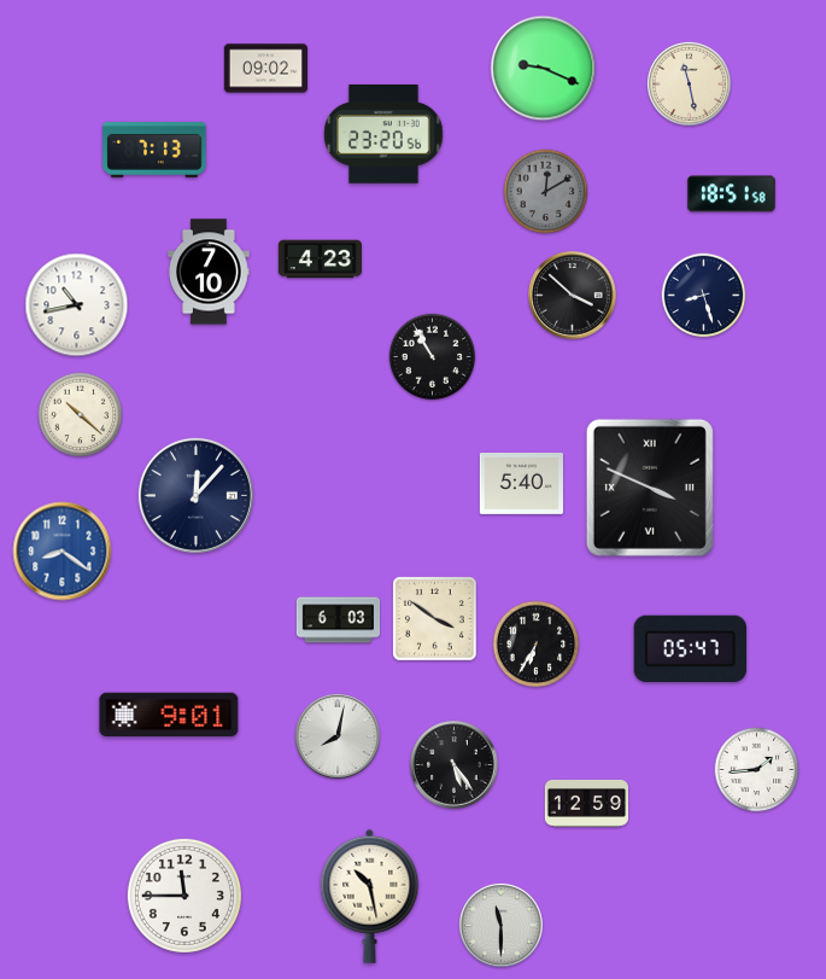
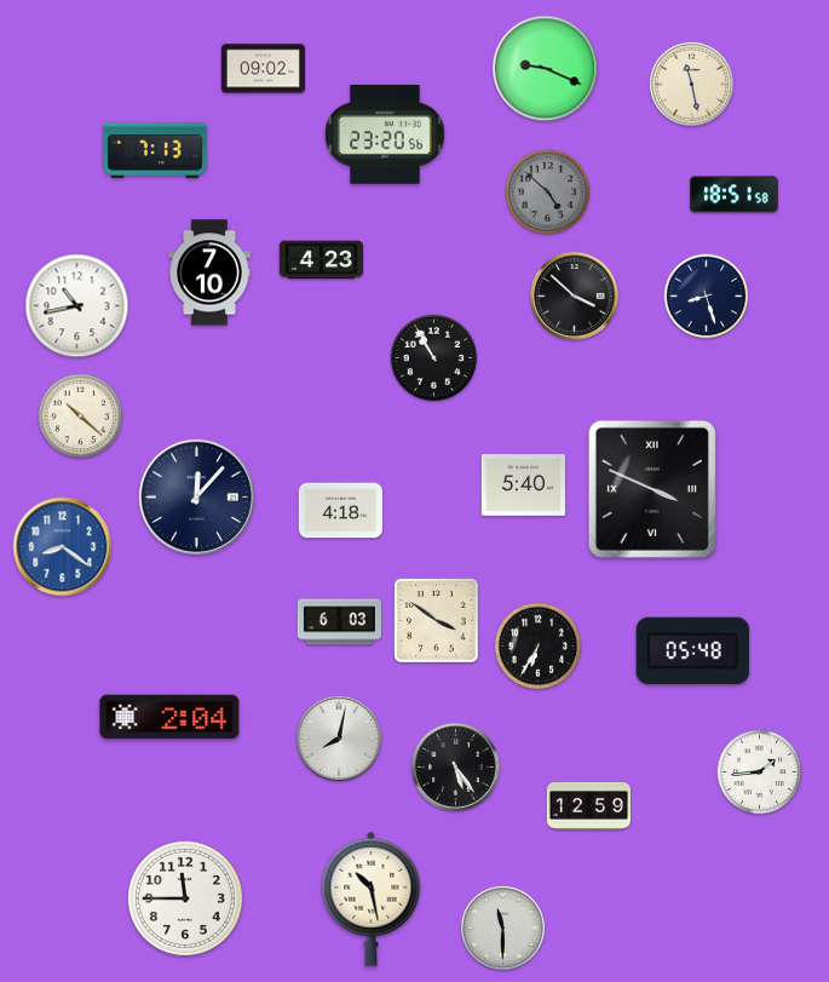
clock at (265, 69) position: (265, 69) -> (263, 69)
clock at (546, 192): 12:10 -> 4:52
clock at (340, 511): none -> 4:18
clock at (63, 552) position: (63, 552) -> (63, 547)
clock at (690, 648): 05:47 -> 05:48
clock at (169, 715): 9:01 -> 2:04
